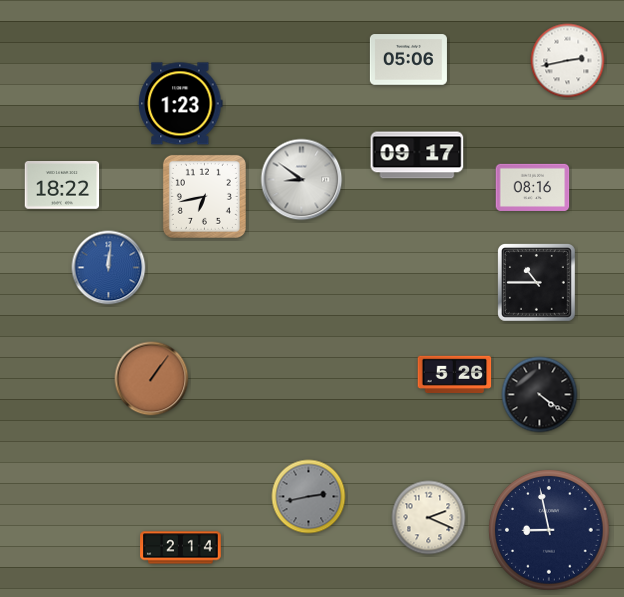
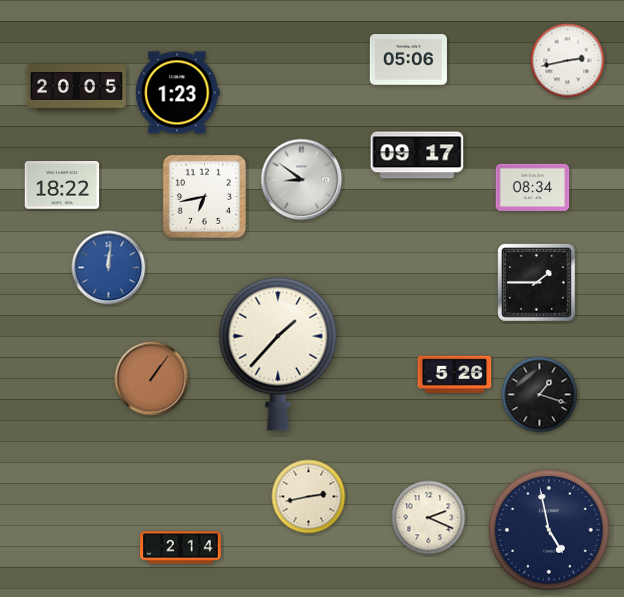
clock at (76, 88): none -> 20:05
clock at (181, 104) position: (181, 104) -> (178, 93)
clock at (533, 187): 08:16 -> 08:34
clock at (537, 283): 10:45 -> 1:45
clock at (278, 354): none -> 1:37
clock at (540, 395): 4:21 -> 1:18
clock at (309, 497) dial: grey -> cream
clock at (549, 530): 8:58 -> 4:58
